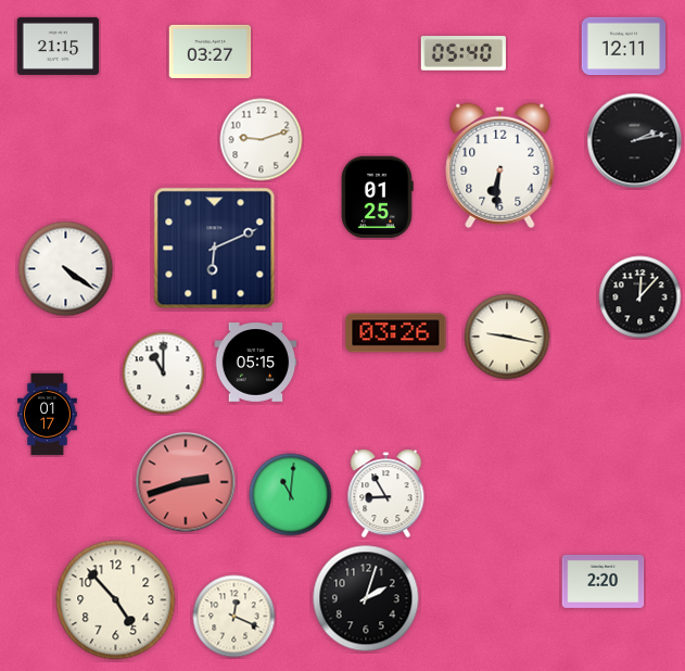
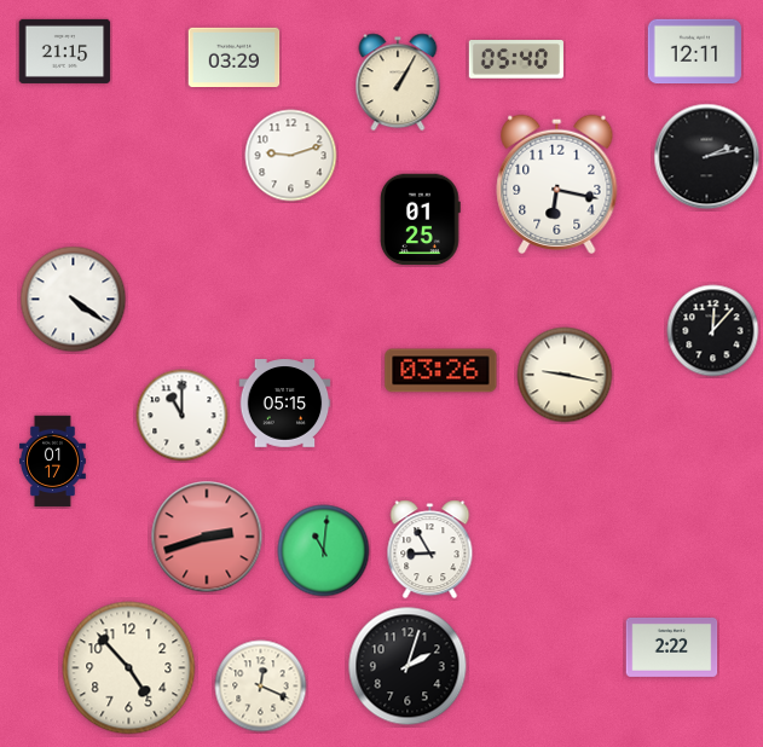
clock at (211, 51): 03:27 -> 03:29
clock at (398, 82): none -> 1:05
clock at (500, 165): 6:31 -> 6:17
clock at (215, 249): 6:11 -> none
clock at (604, 581): 2:20 -> 2:22
